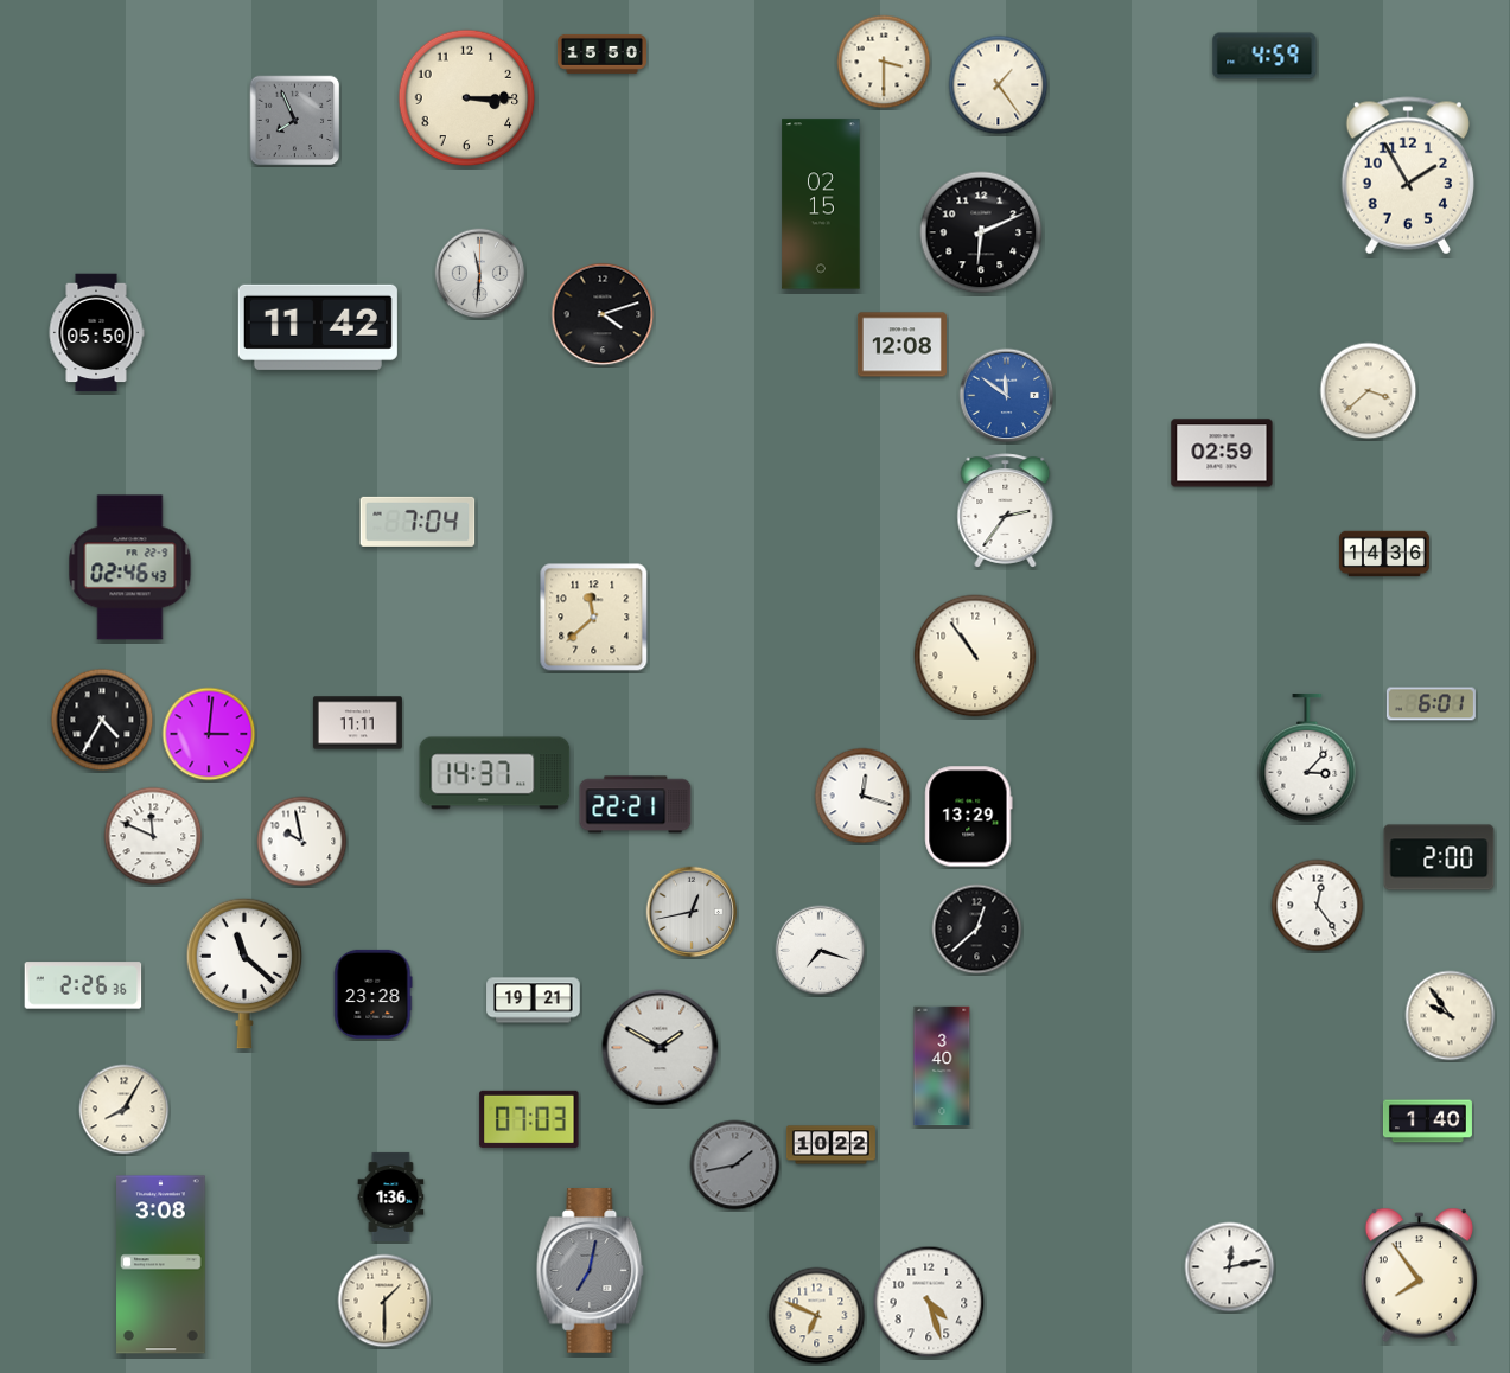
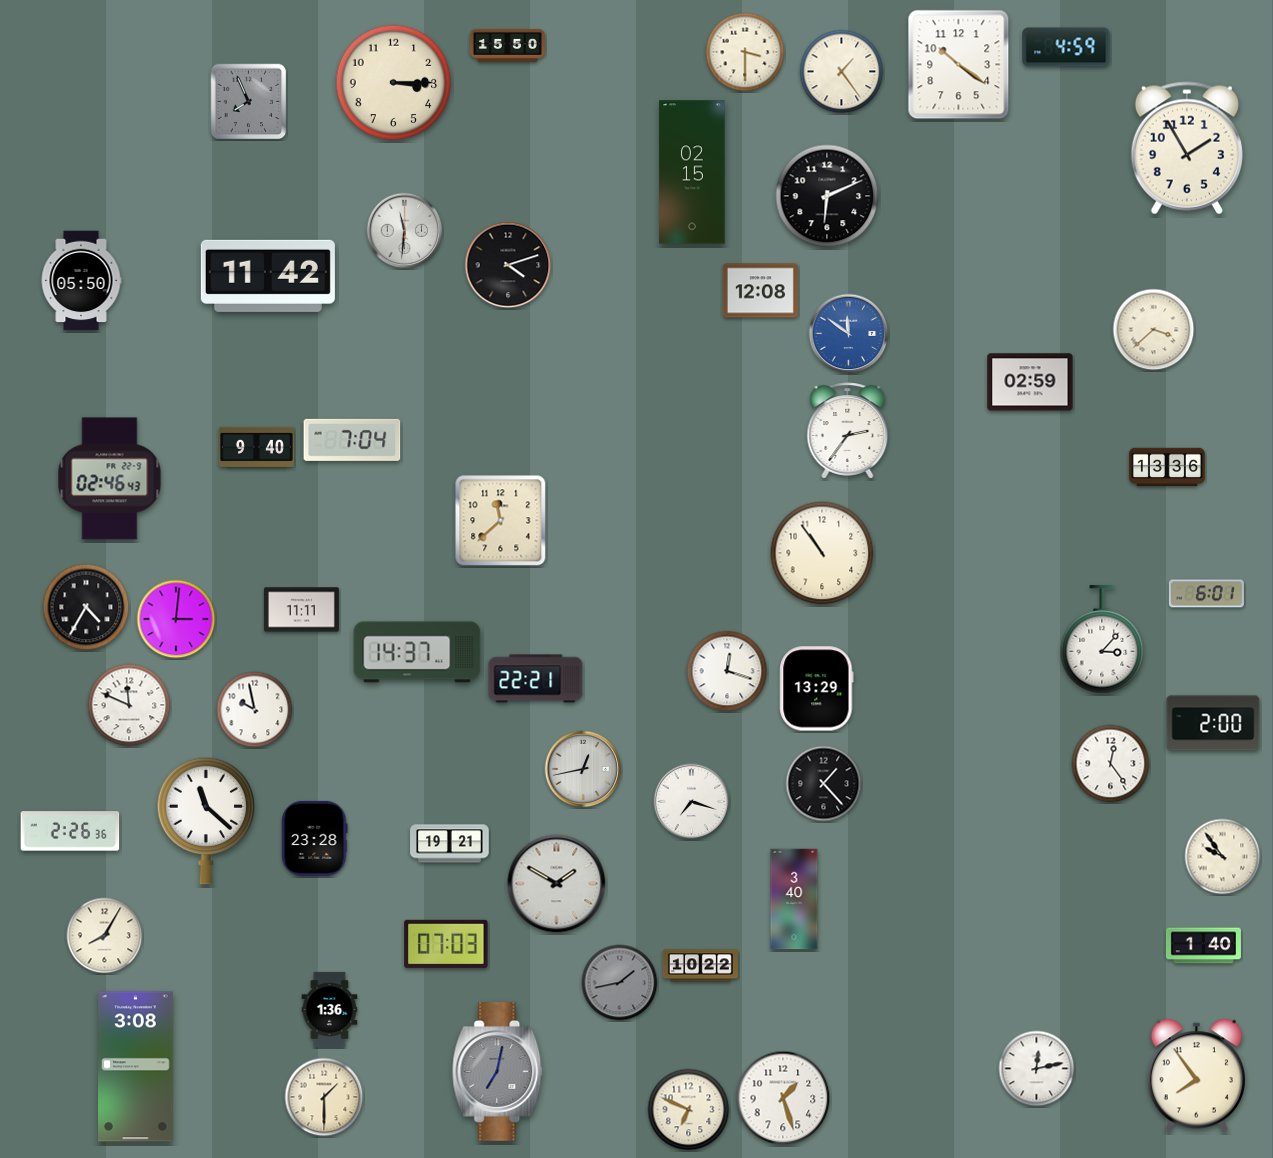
clock at (959, 65): none -> 10:21
clock at (256, 447): none -> 9:40
clock at (1384, 554): 14:36 -> 13:36
clock at (977, 930): 12:38 -> 1:23
clock at (929, 1302): 4:27 -> 1:27
